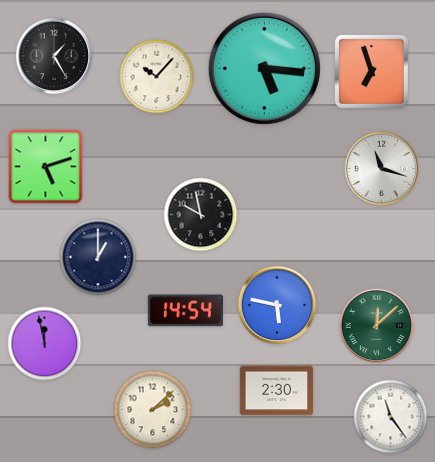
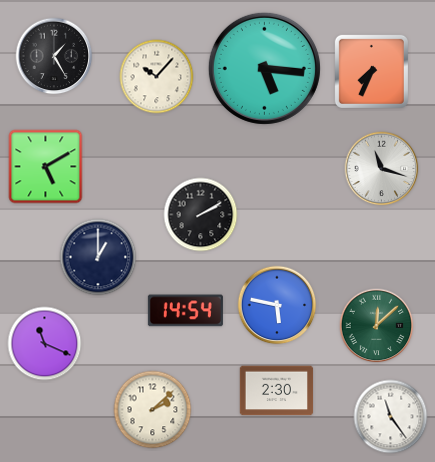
clock at (371, 71): 6:57 -> 7:34
clock at (46, 167): 5:12 -> 5:10
clock at (201, 215): 9:58 -> 2:10
clock at (45, 344): 11:58 -> 11:19
